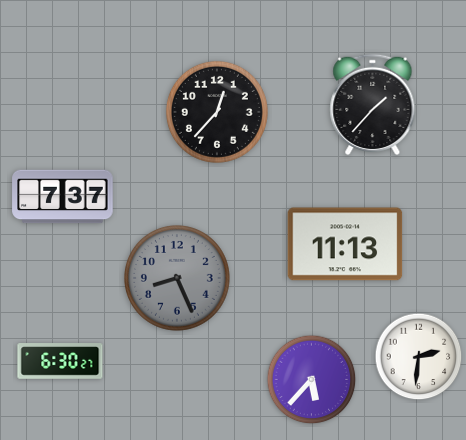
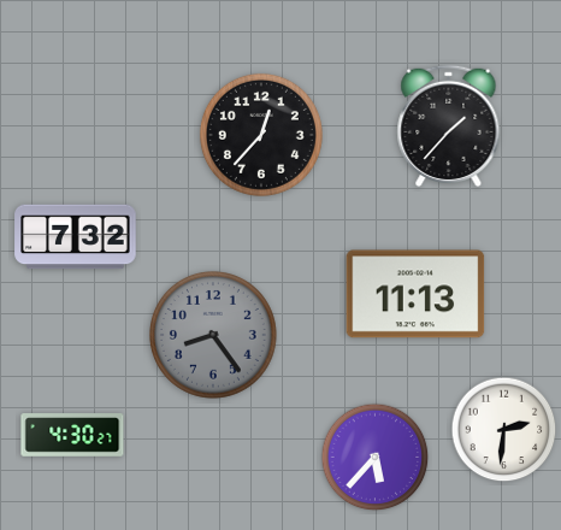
clock at (63, 197): 7:37 -> 7:32
clock at (177, 278): 8:26 -> 8:24
clock at (60, 361): 6:30 -> 4:30
